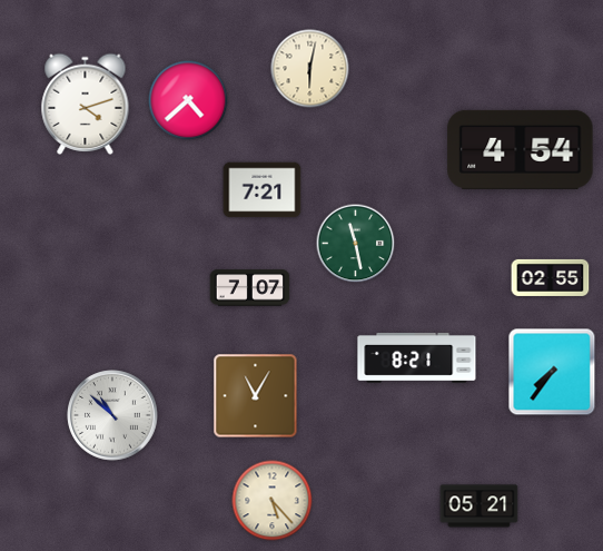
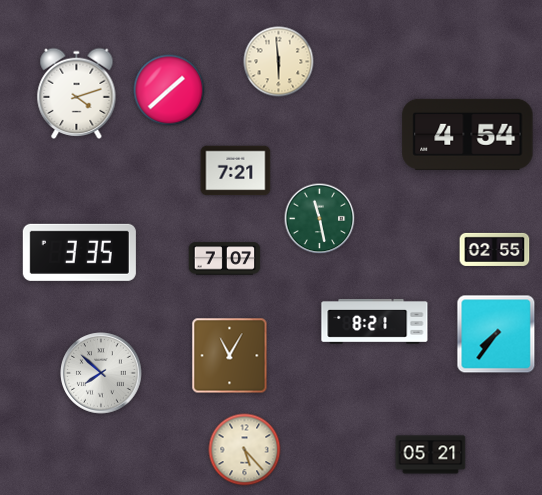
clock at (310, 69): 6:02 -> 5:59
clock at (188, 100): 4:38 -> 1:38
clock at (79, 252): none -> 3:35
clock at (112, 415): 10:52 -> 7:52
